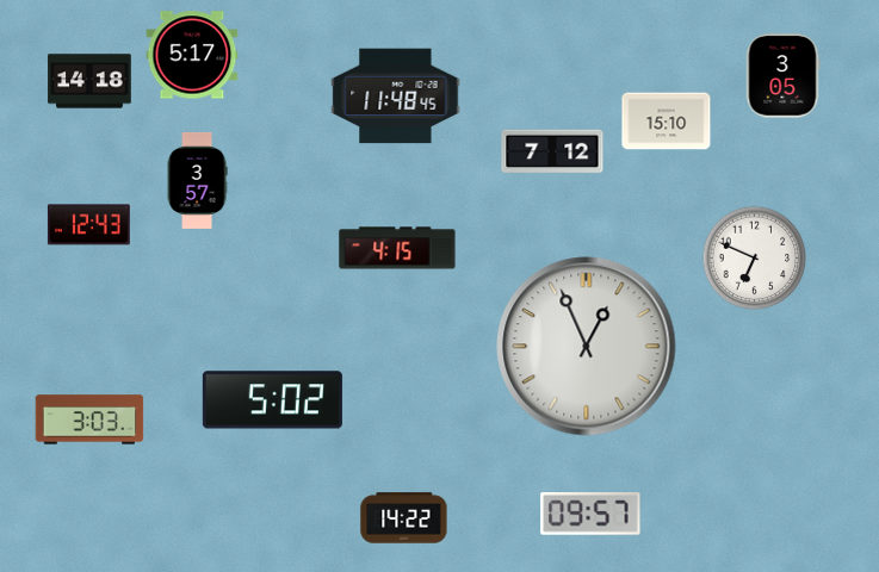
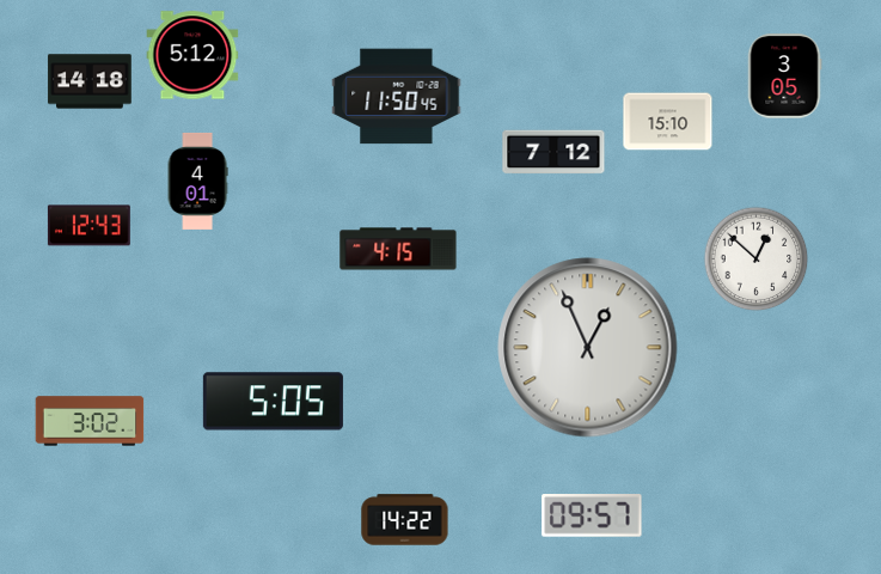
clock at (192, 55): 5:17 -> 5:12
clock at (396, 97): 11:48 -> 11:50
clock at (197, 180): 3:57 -> 4:01
clock at (755, 259): 6:49 -> 12:52
clock at (272, 400): 5:02 -> 5:05
clock at (89, 419): 3:03 -> 3:02
